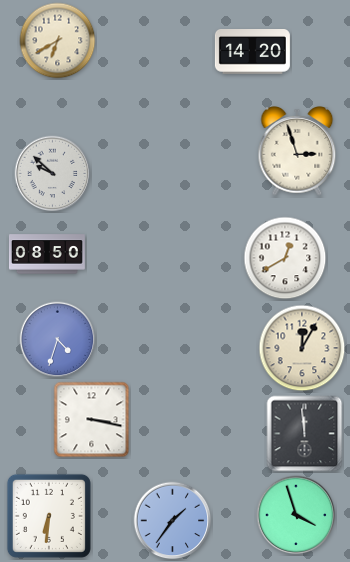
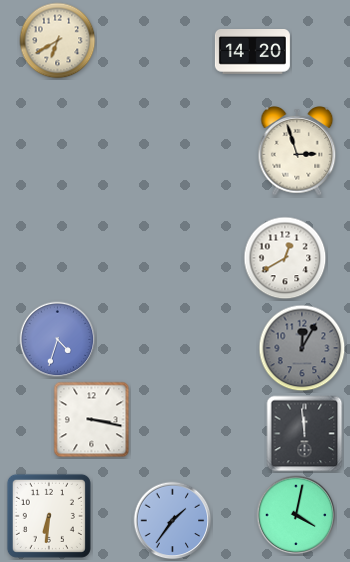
clock at (53, 174): 9:52 -> none
clock at (47, 254): 08:50 -> none
clock at (302, 348) dial: cream -> grey
clock at (296, 515): 3:57 -> 4:02
